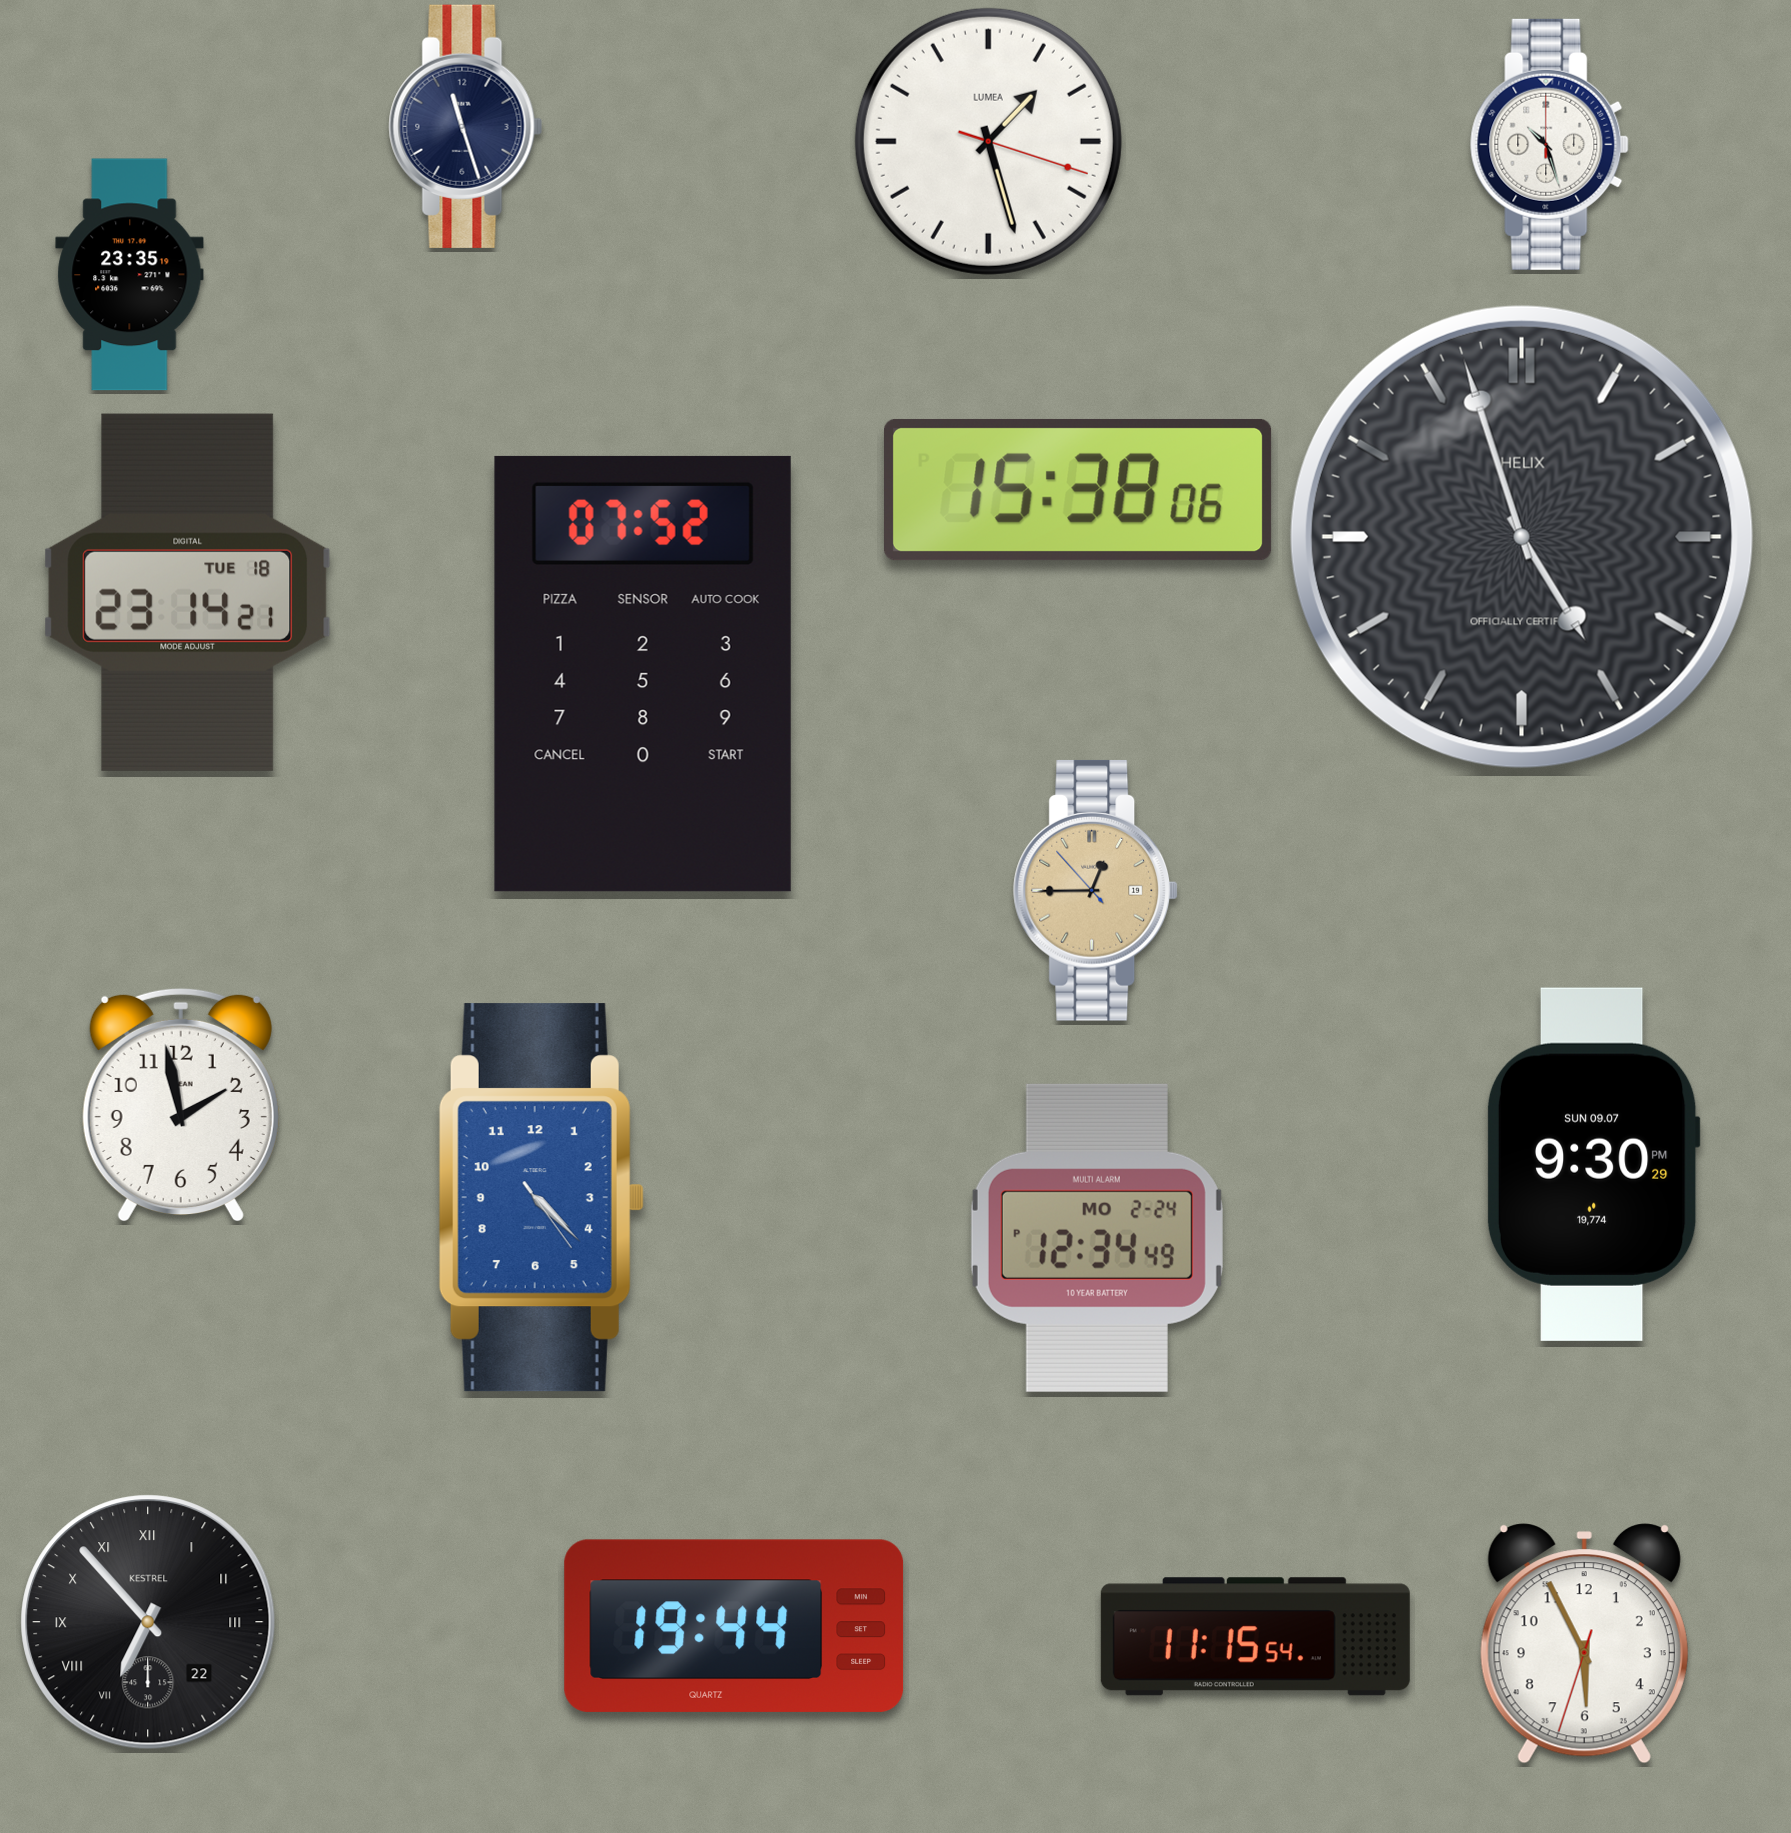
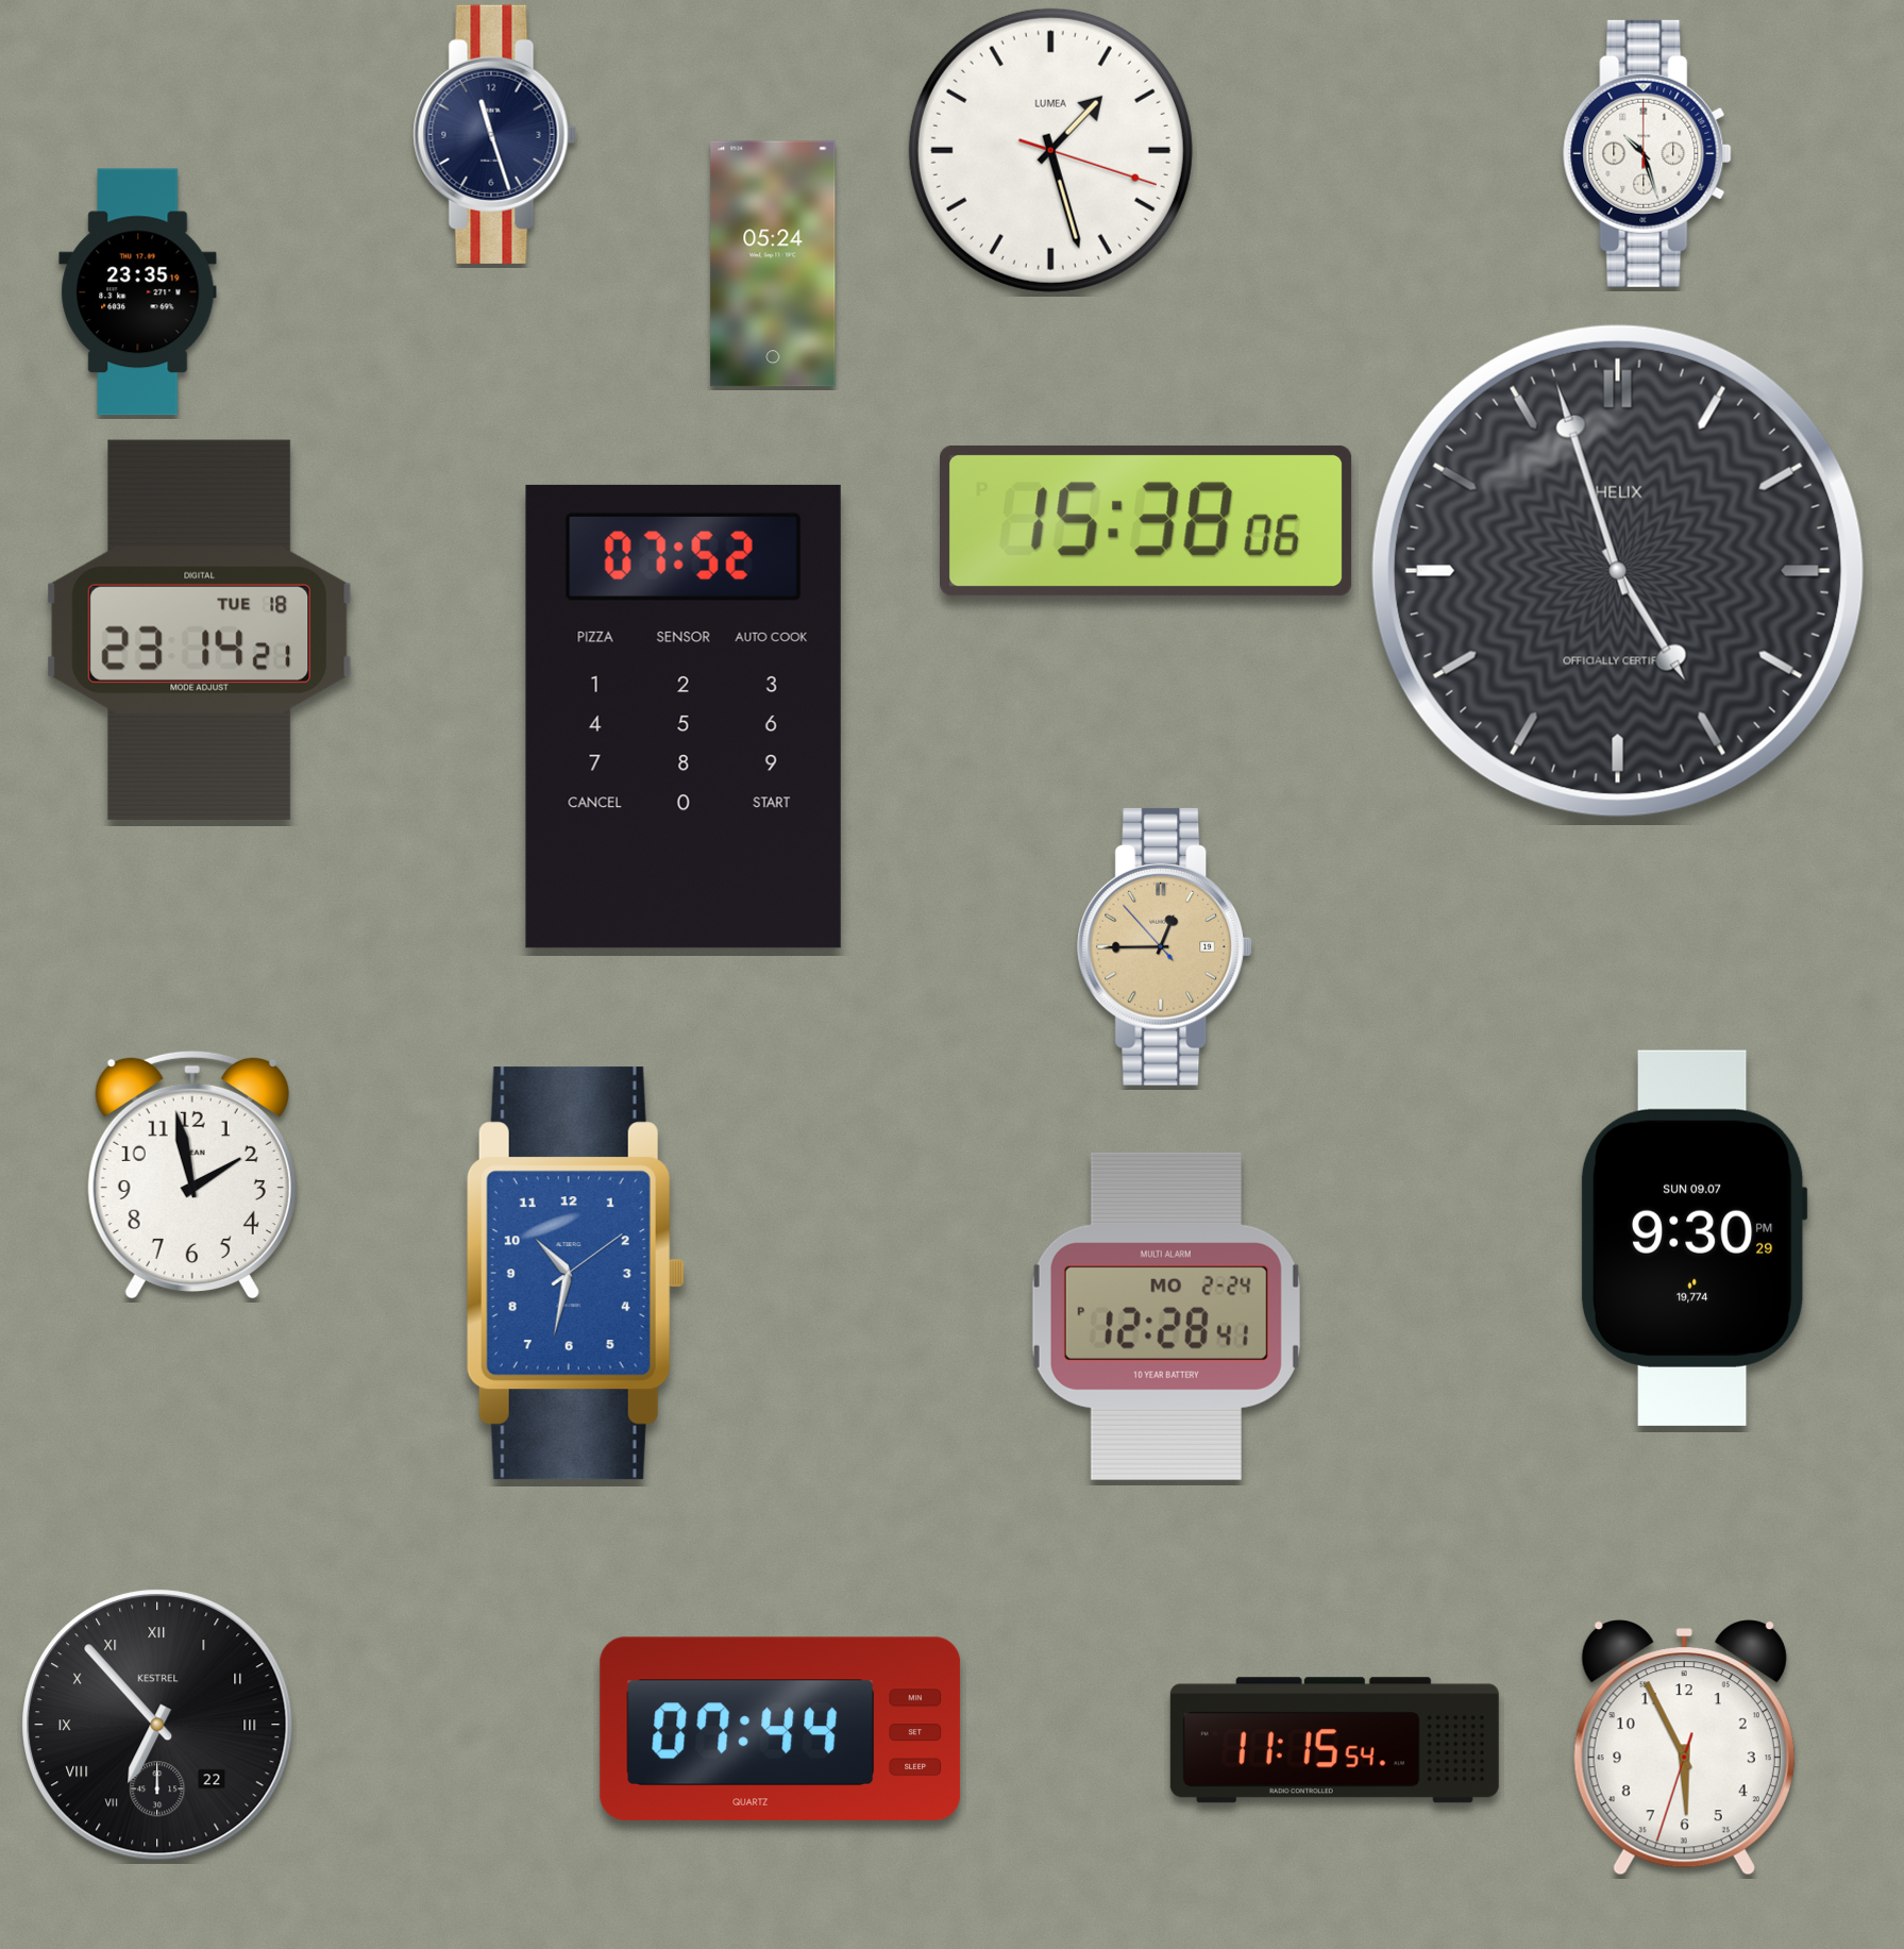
clock at (773, 264): none -> 05:24
clock at (541, 1198): 4:22 -> 10:32
clock at (1097, 1238): 12:34 -> 12:28
clock at (734, 1626): 19:44 -> 07:44
